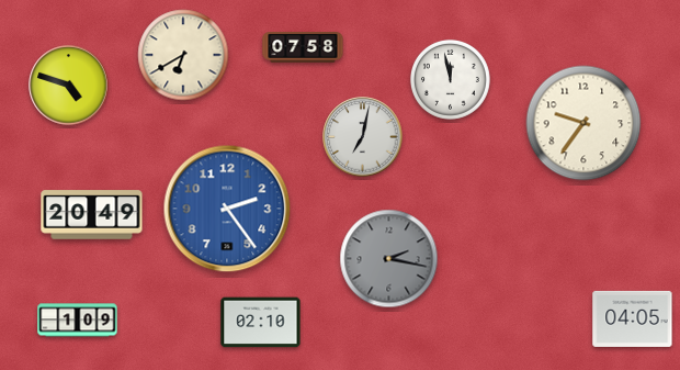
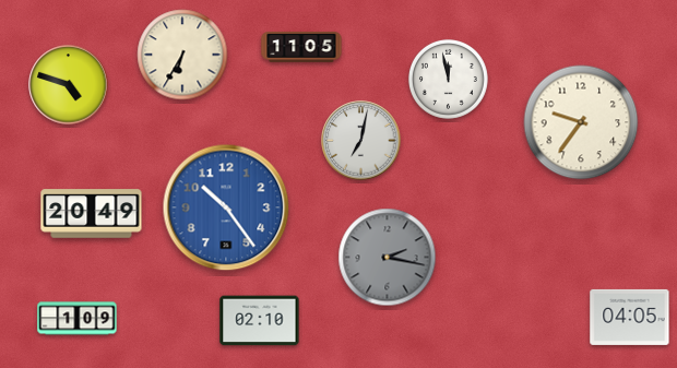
clock at (303, 48): 07:58 -> 11:05
clock at (183, 55): 6:40 -> 6:35
clock at (363, 137) position: (363, 137) -> (361, 141)
clock at (227, 209): 2:24 -> 10:24
